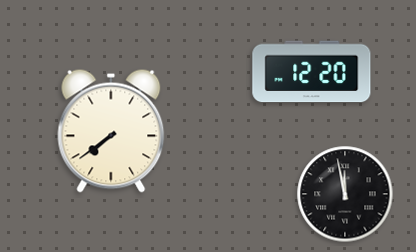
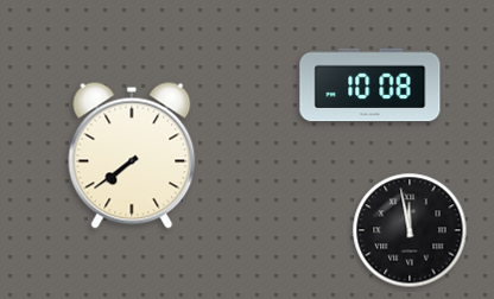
clock at (312, 72): 12:20 -> 10:08
